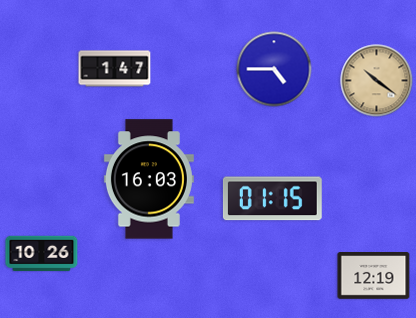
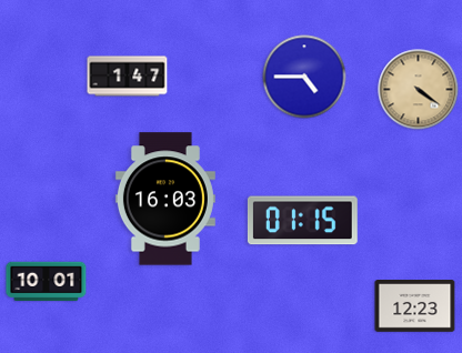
clock at (377, 81): 10:21 -> 4:21
clock at (42, 254): 10:26 -> 10:01
clock at (374, 276): 12:19 -> 12:23
